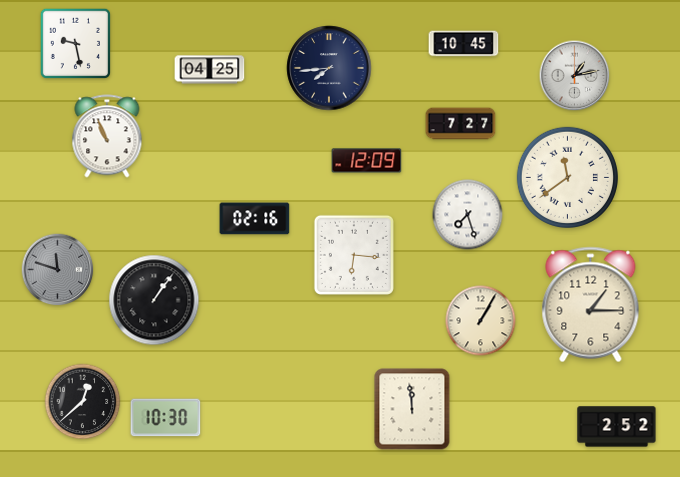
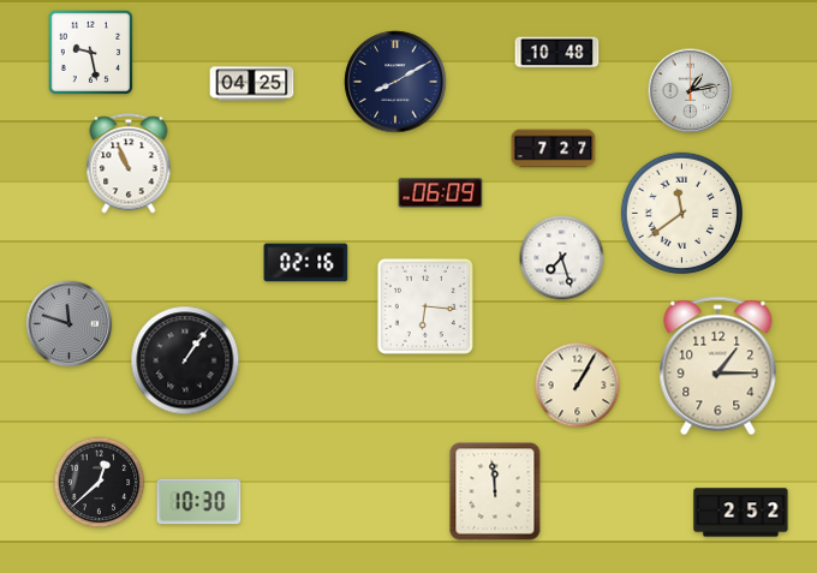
clock at (464, 44): 10:45 -> 10:48
clock at (329, 68): 7:44 -> 8:10
clock at (367, 161): 12:09 -> 06:09
clock at (591, 305) position: (591, 305) -> (718, 366)
